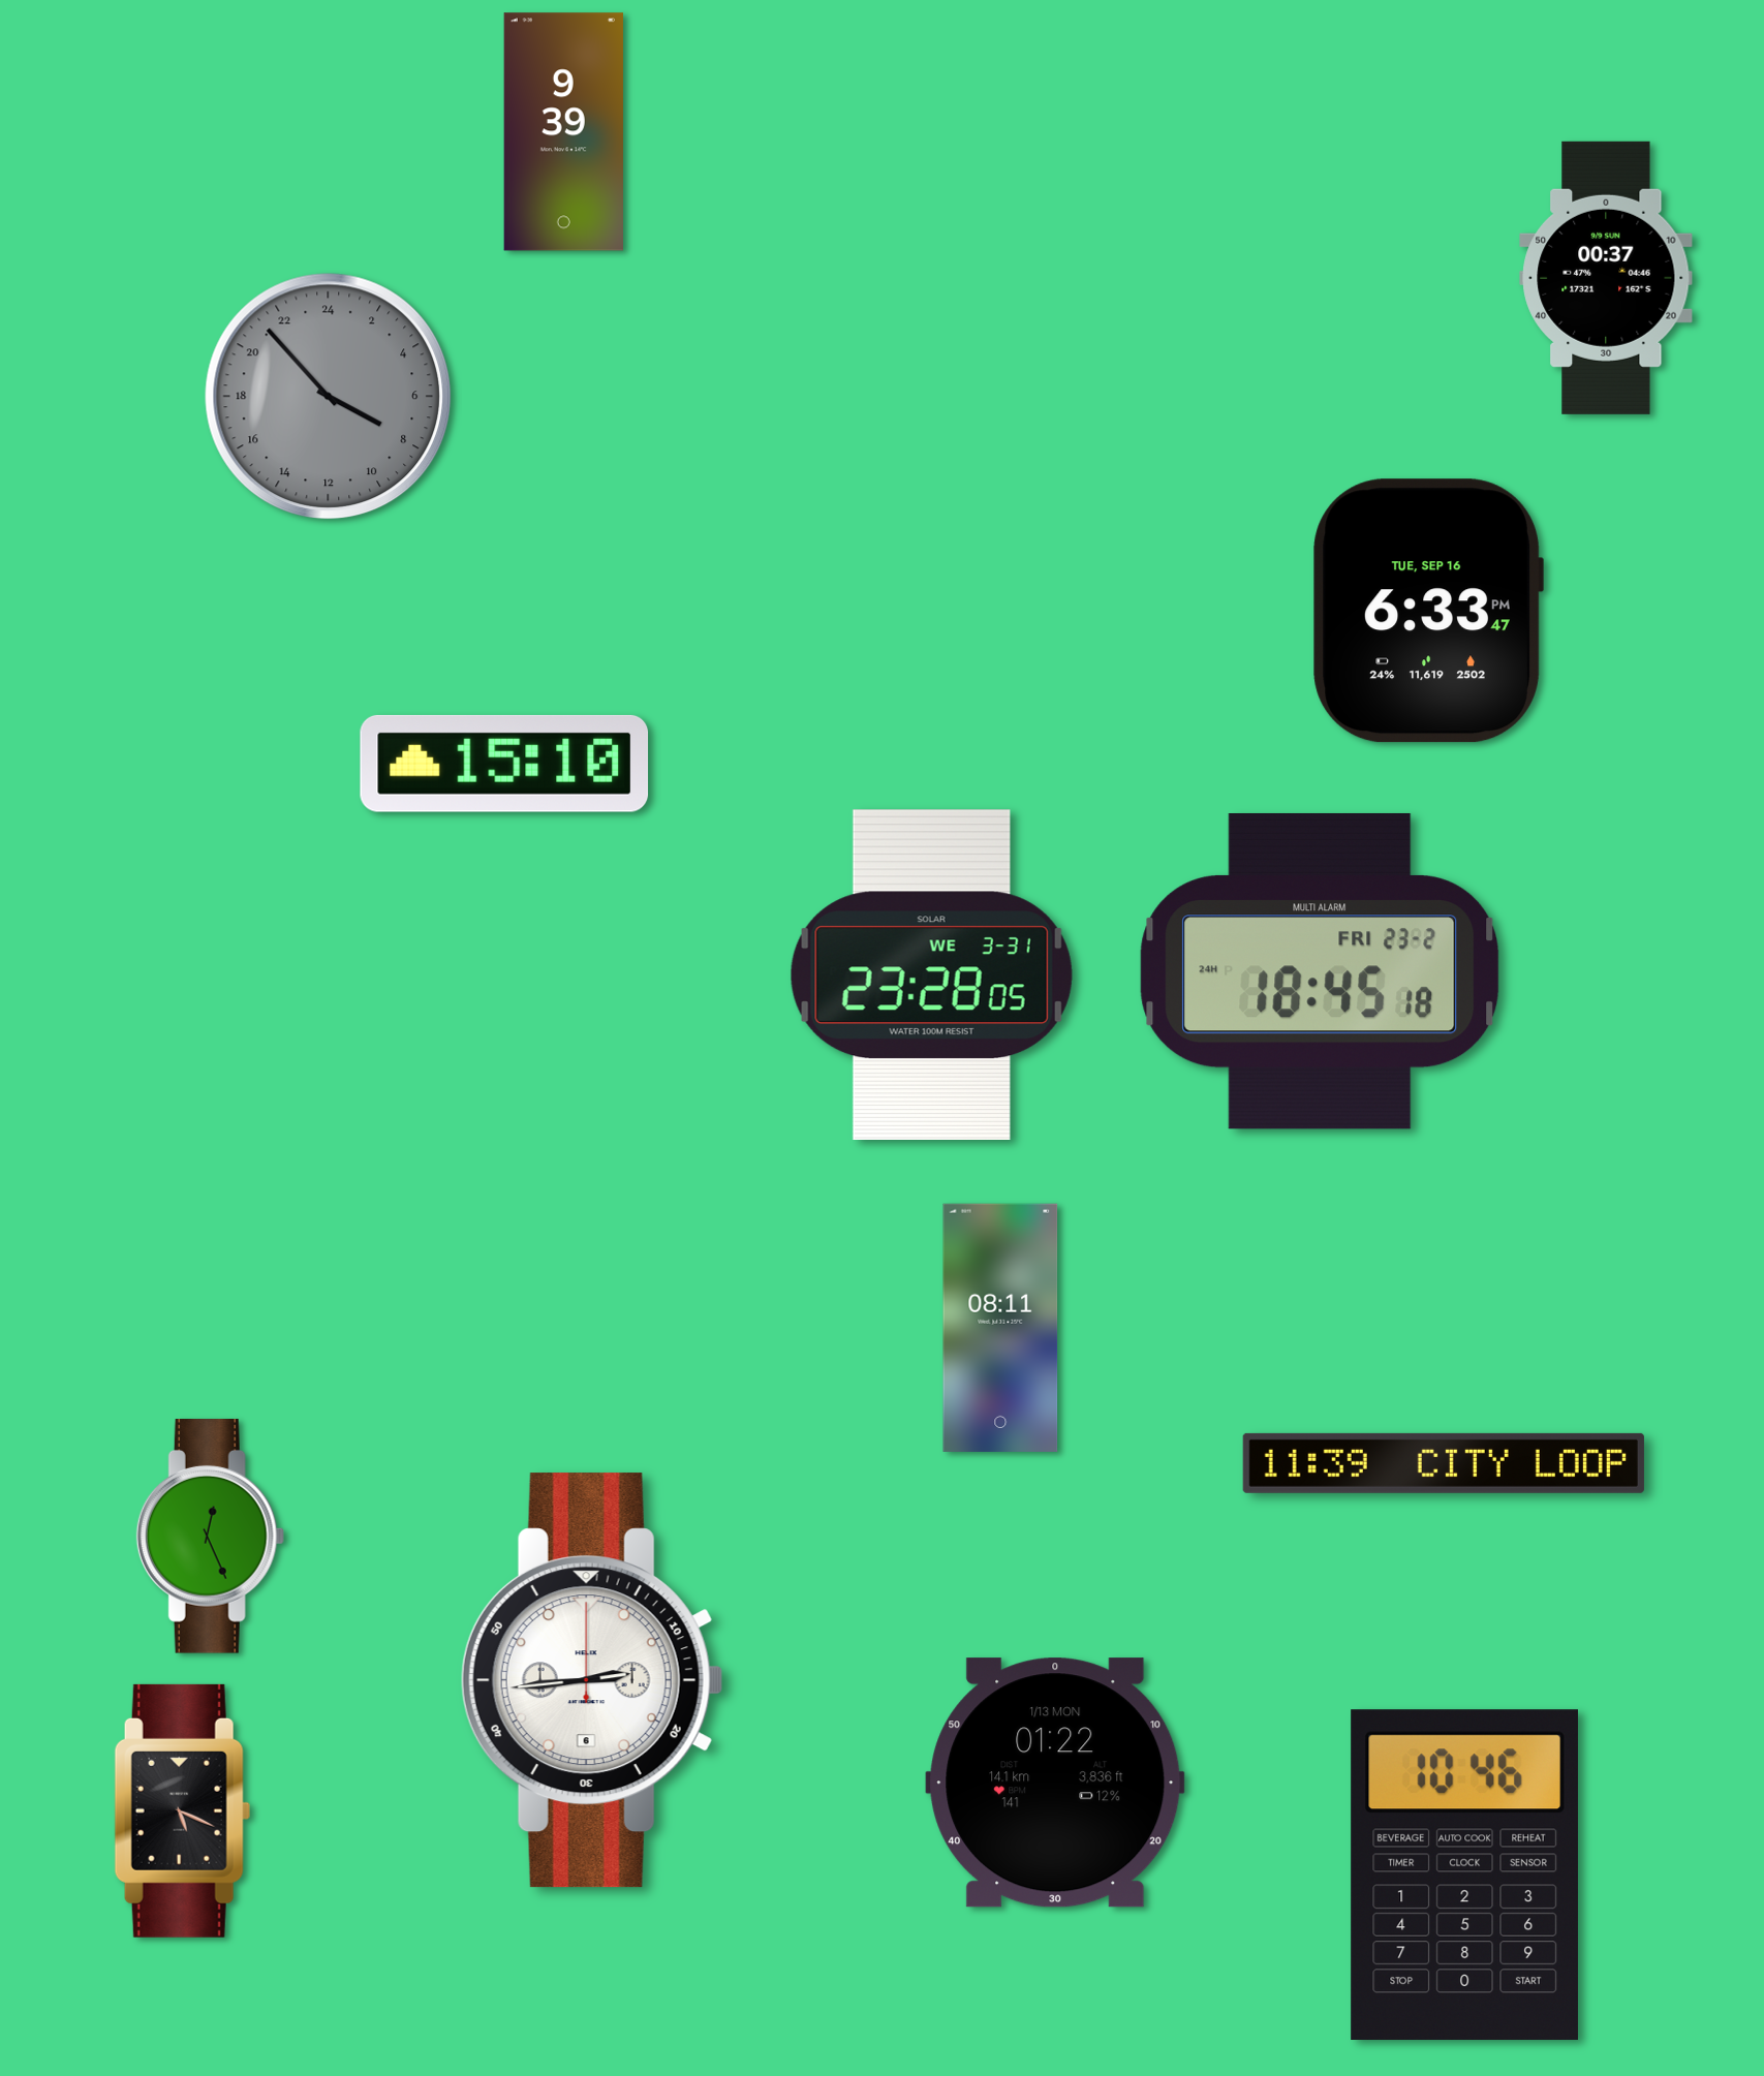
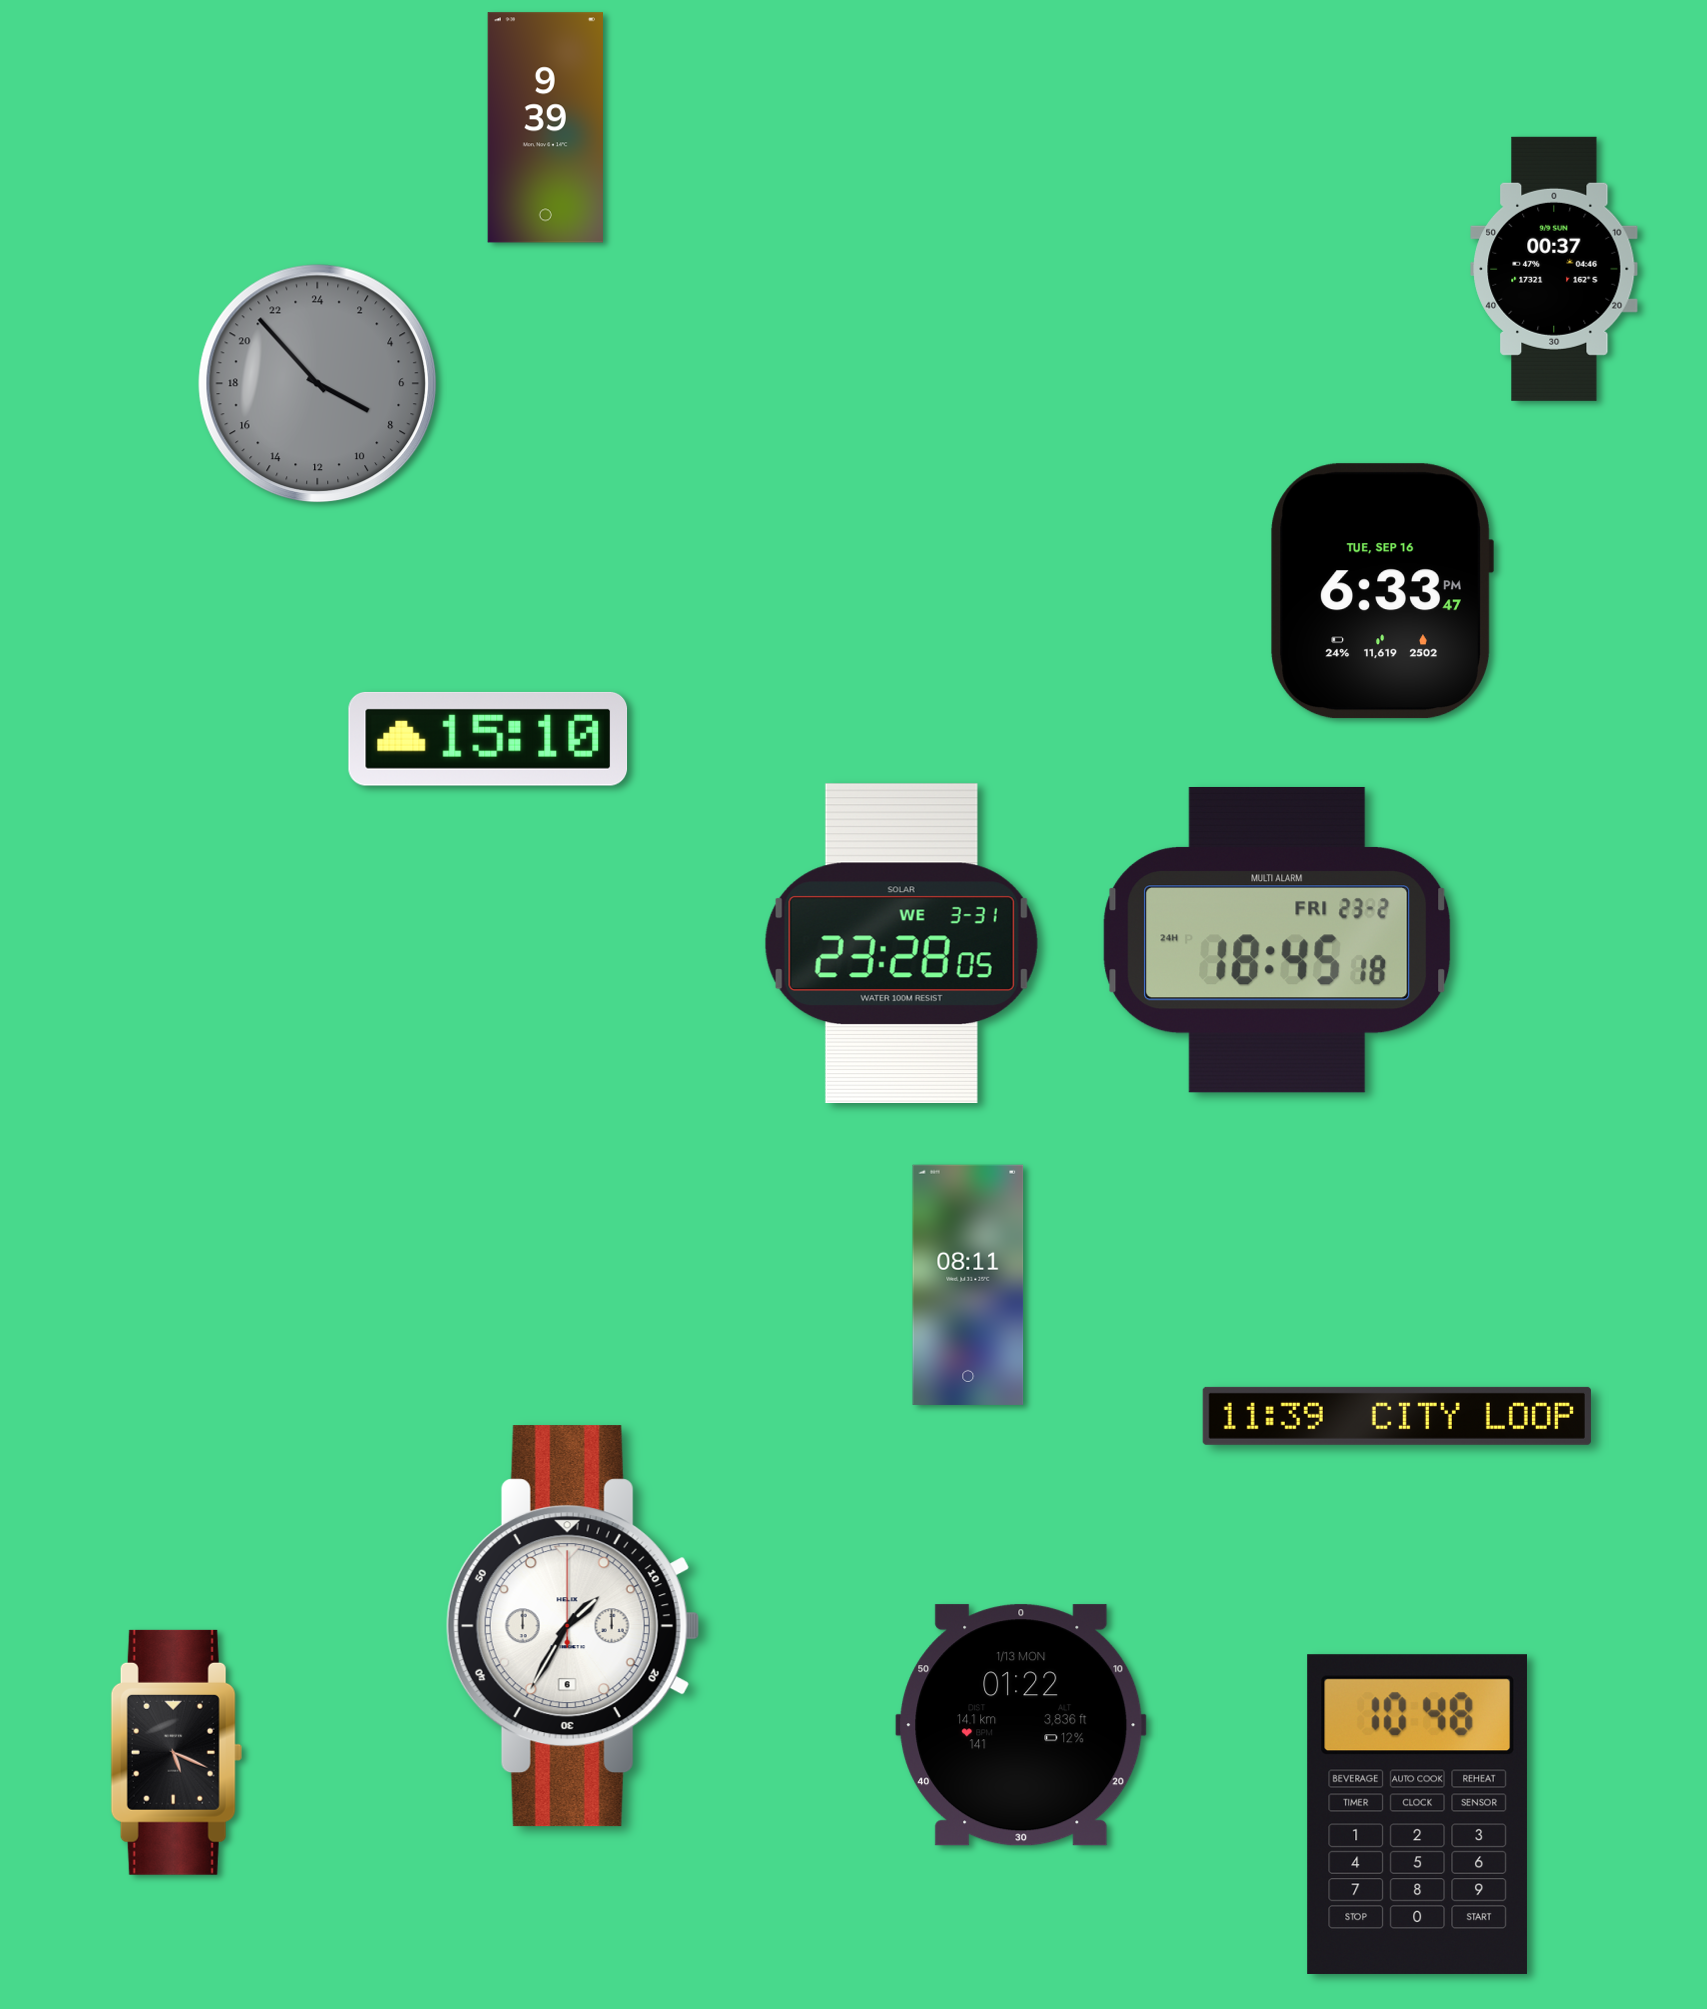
clock at (210, 1537): 12:26 -> none
clock at (592, 1680): 2:44 -> 1:35
clock at (1464, 1874): 10:46 -> 10:48
